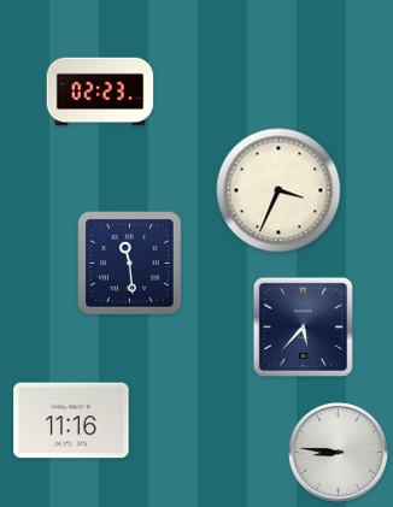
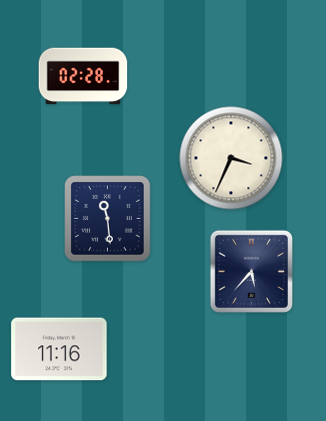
clock at (100, 92): 02:23 -> 02:28
clock at (338, 452): 8:46 -> none
